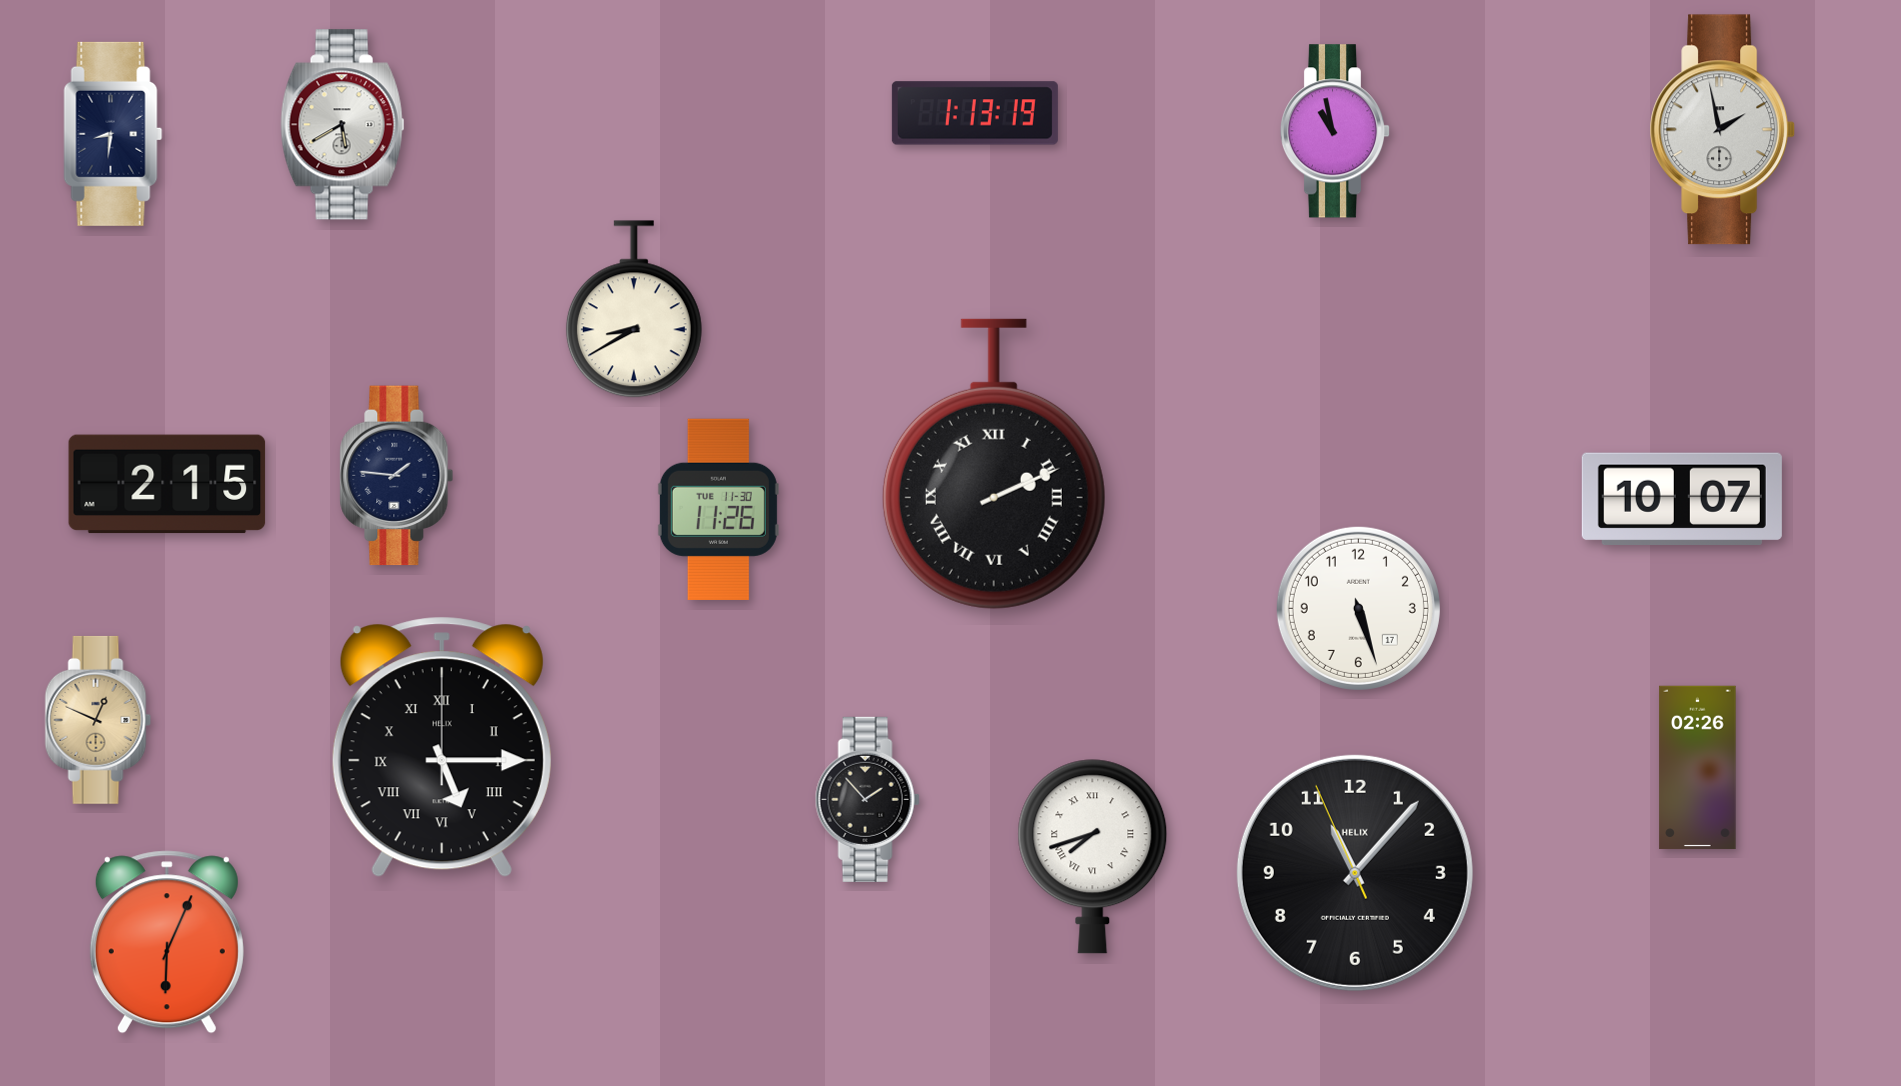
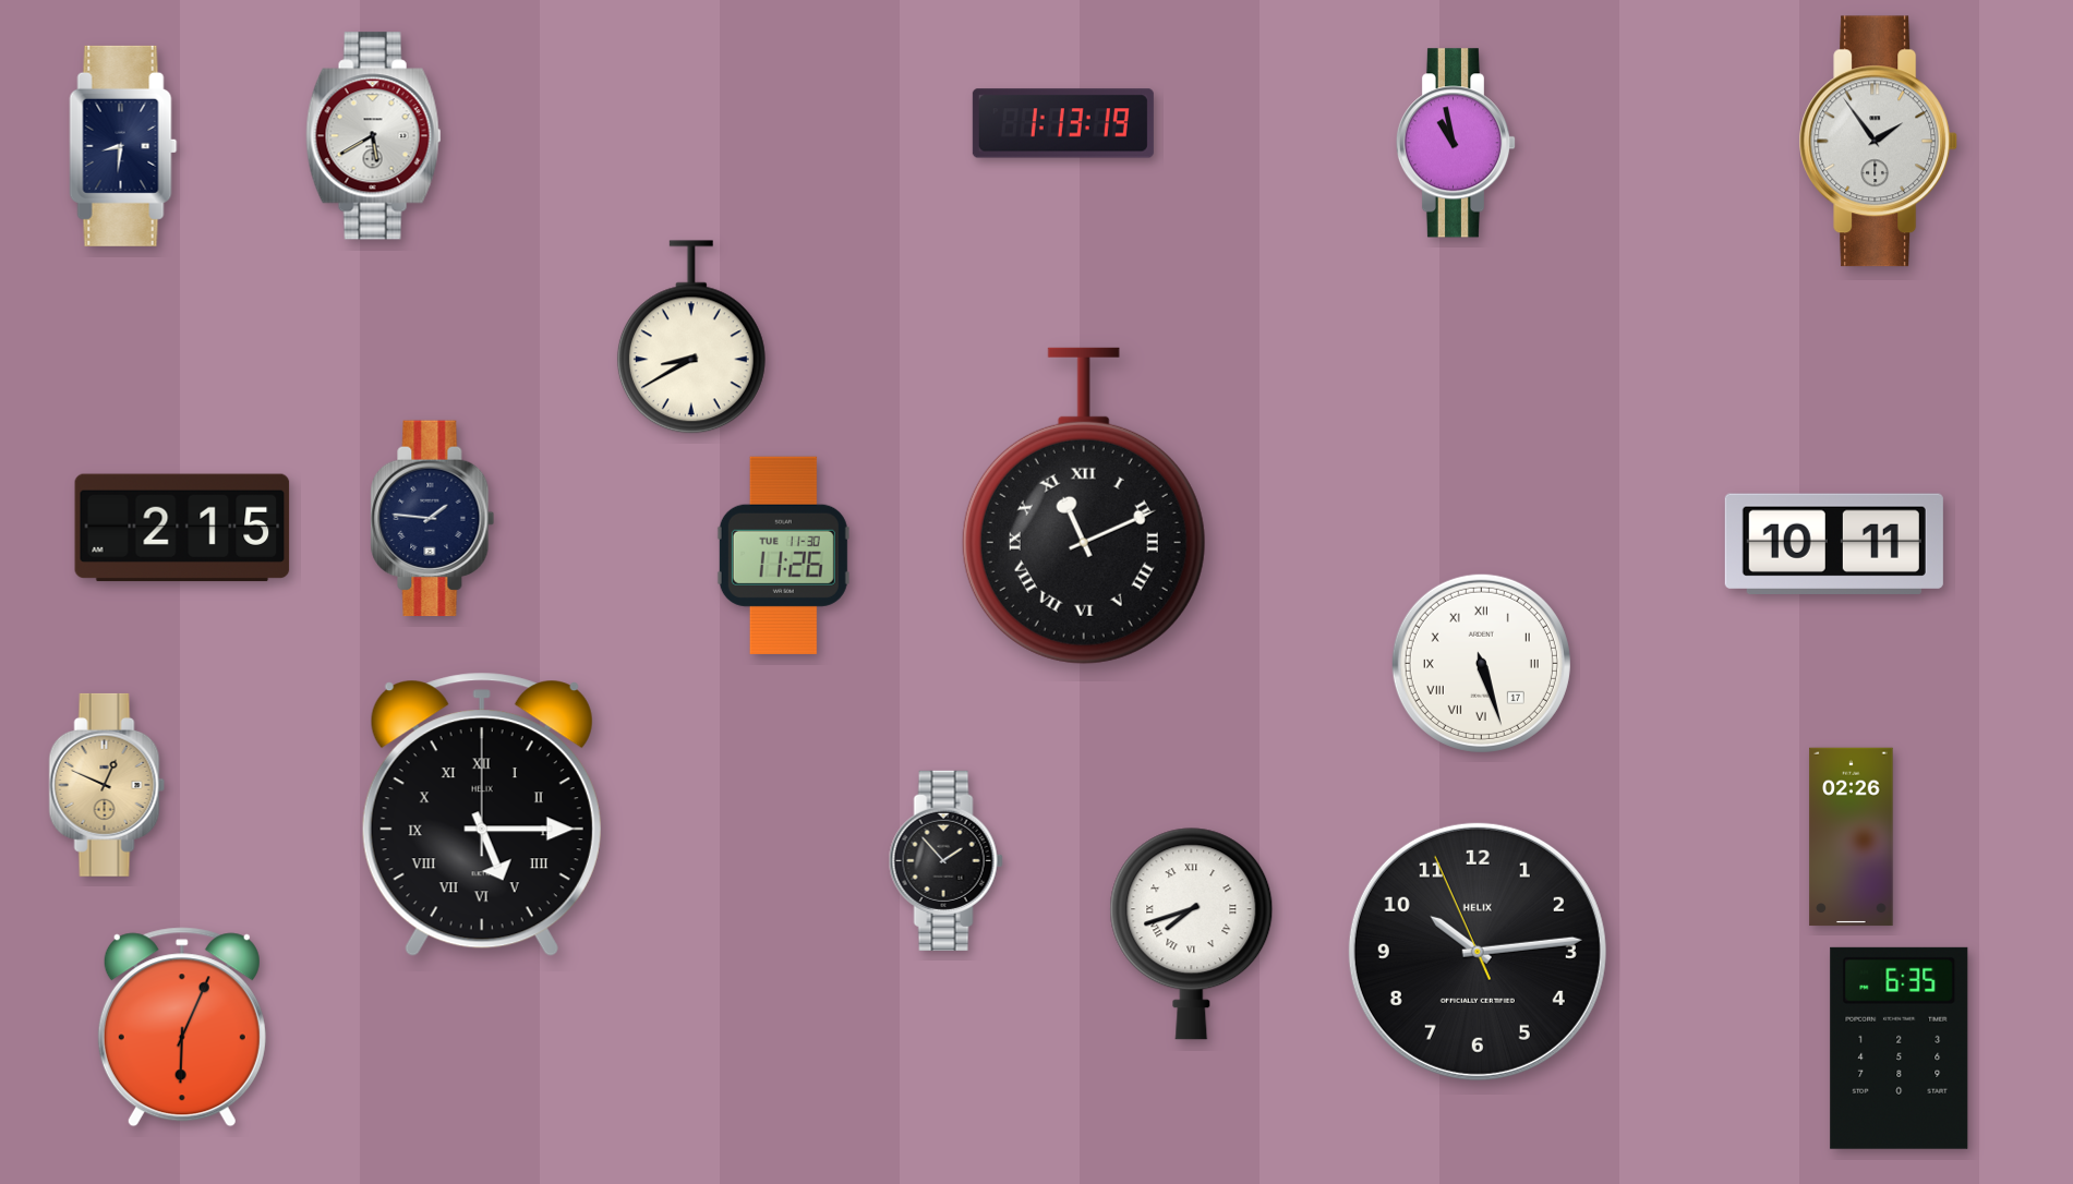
clock at (1723, 130): 1:58 -> 1:54
clock at (994, 464): 2:11 -> 11:11
clock at (1682, 499): 10:07 -> 10:11
clock at (1358, 608) numerals: Arabic -> Roman
clock at (867, 799) position: (867, 799) -> (945, 860)
clock at (1355, 873): 11:06 -> 10:13
clock at (1900, 1048): none -> 6:35
